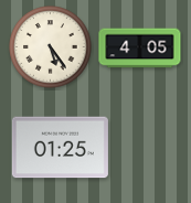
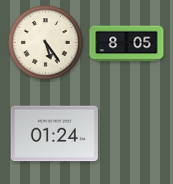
clock at (140, 49): 4:05 -> 8:05
clock at (60, 148): 01:25 -> 01:24
